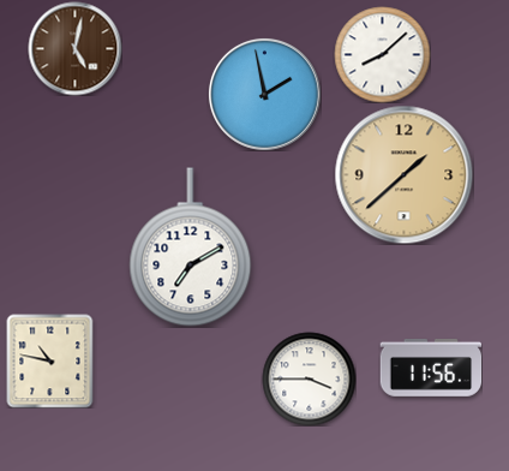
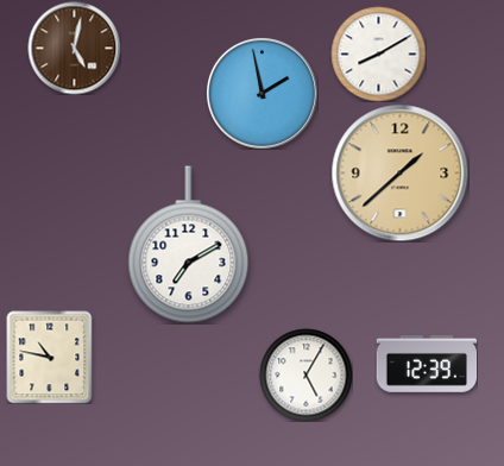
clock at (382, 54): 8:08 -> 8:10
clock at (431, 369): 11:56 -> 12:39
clock at (309, 378): 3:45 -> 5:05
